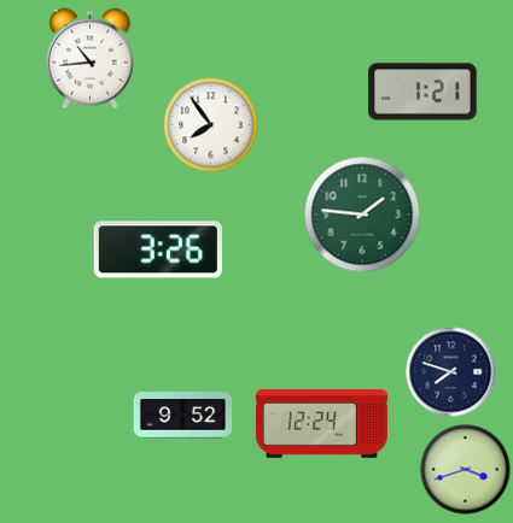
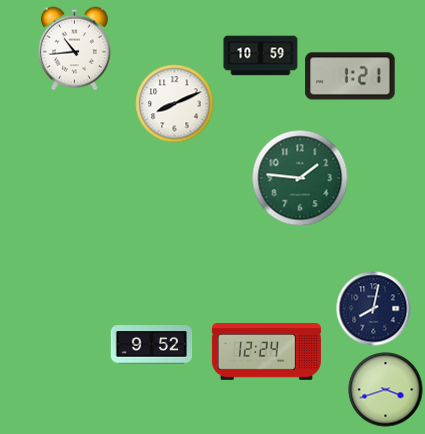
clock at (261, 56): none -> 10:59
clock at (211, 125): 7:54 -> 8:11
clock at (158, 249): 3:26 -> none
clock at (451, 372): 7:48 -> 8:02
